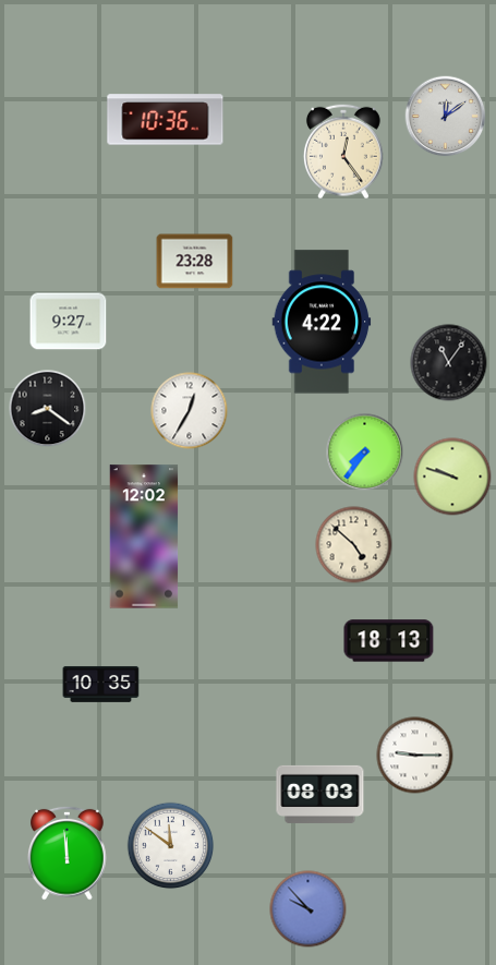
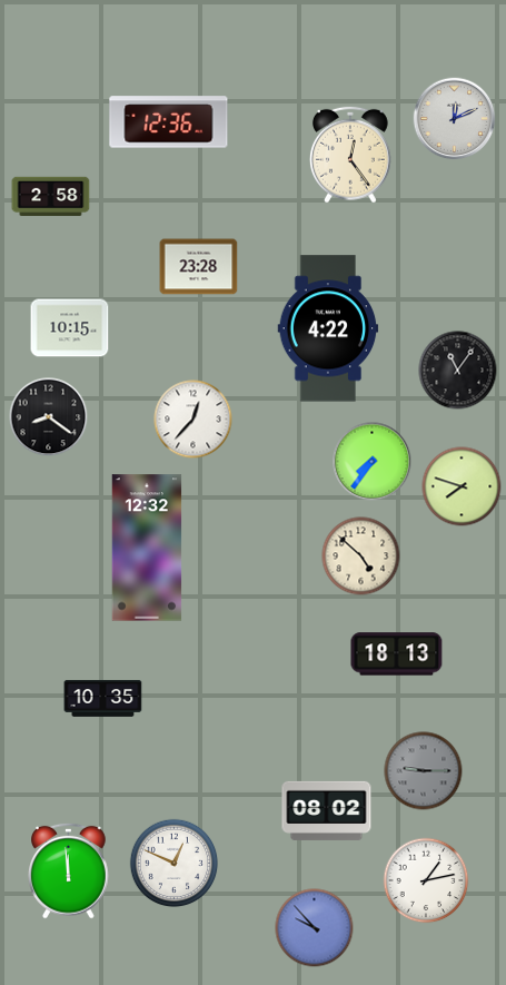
clock at (446, 117): 12:09 -> 12:11
clock at (166, 120): 10:36 -> 12:36
clock at (51, 197): none -> 2:58
clock at (69, 322): 9:27 -> 10:15
clock at (190, 411): 12:35 -> 12:37
clock at (452, 477): 9:48 -> 7:48
clock at (144, 536): 12:02 -> 12:32
clock at (415, 756) dial: white -> grey
clock at (320, 794): 08:03 -> 08:02
clock at (171, 846): 11:51 -> 12:49
clock at (426, 880): none -> 1:13
